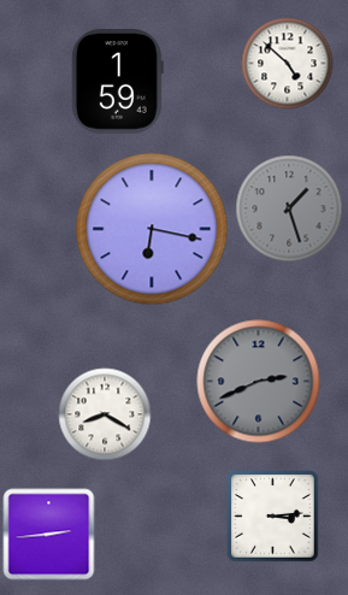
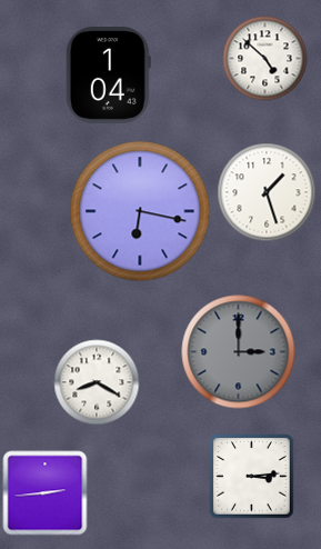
clock at (117, 82): 1:59 -> 1:04
clock at (289, 208) dial: grey -> white
clock at (259, 382): 2:41 -> 3:00
